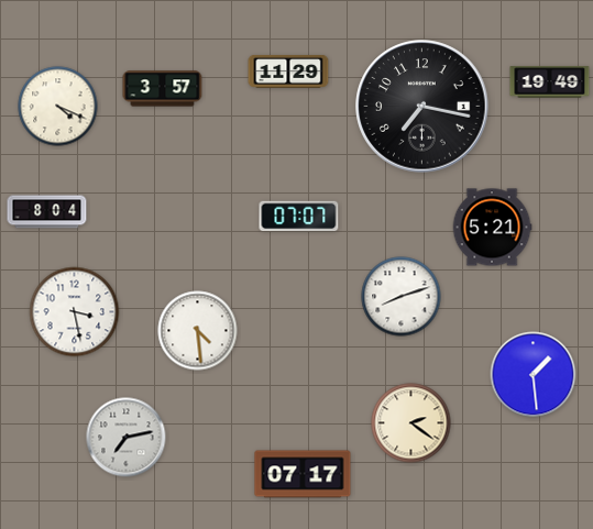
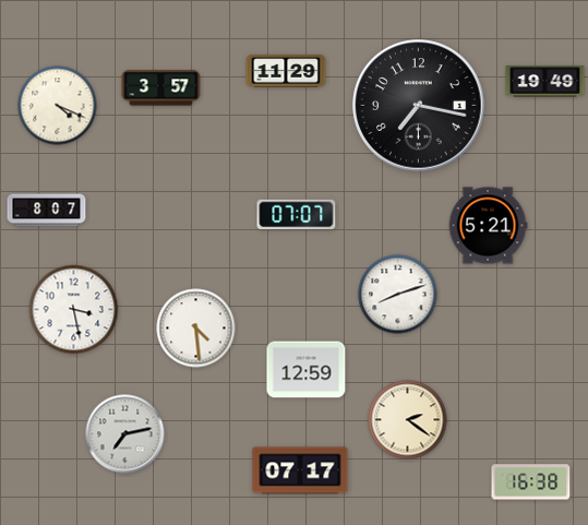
clock at (47, 212): 8:04 -> 8:07
clock at (307, 370): none -> 12:59
clock at (534, 375): 1:29 -> none
clock at (531, 482): none -> 16:38
